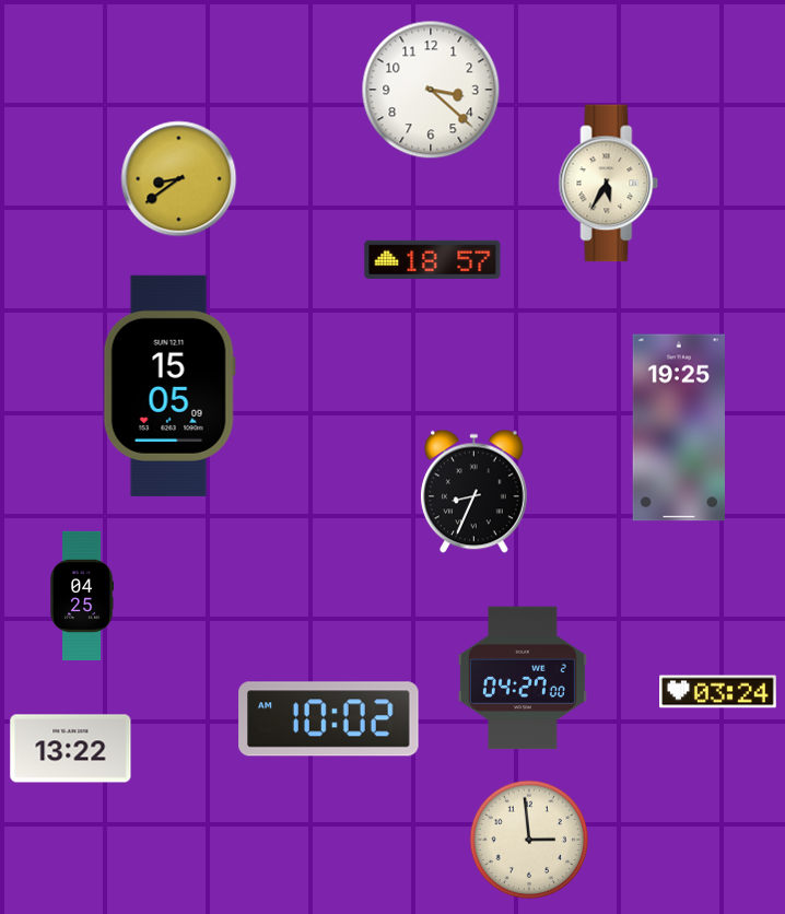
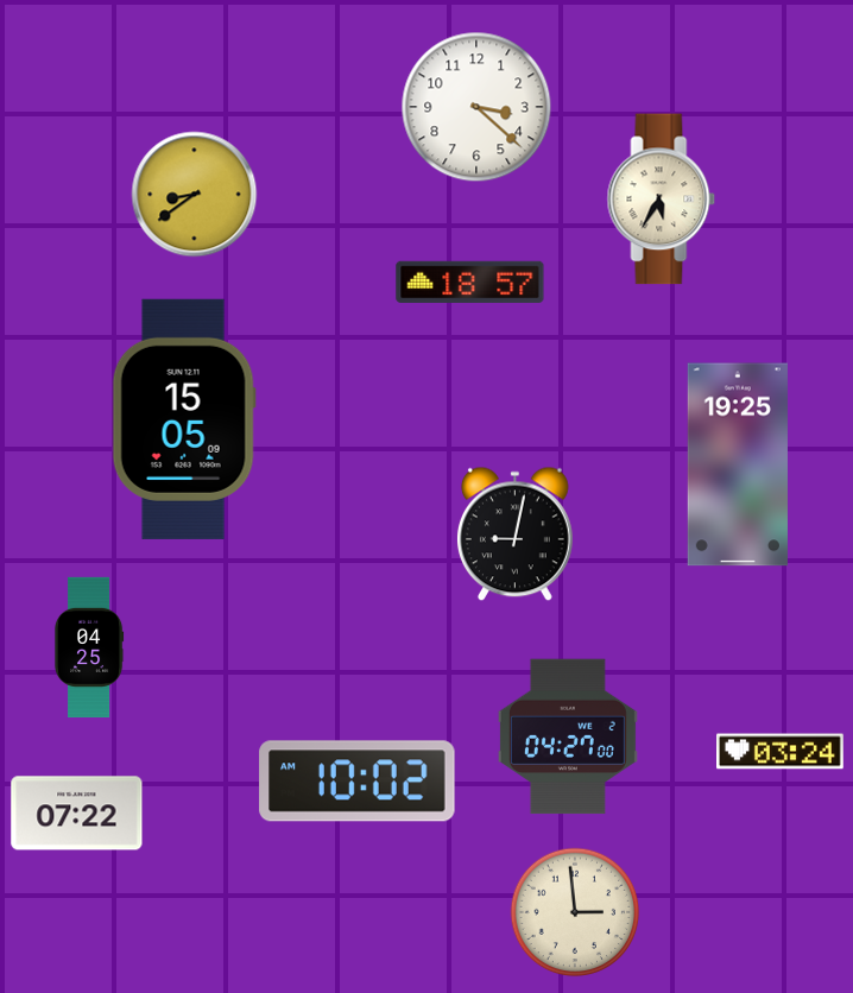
clock at (431, 90) position: (431, 90) -> (476, 107)
clock at (473, 492): 8:34 -> 9:02
clock at (71, 749): 13:22 -> 07:22
